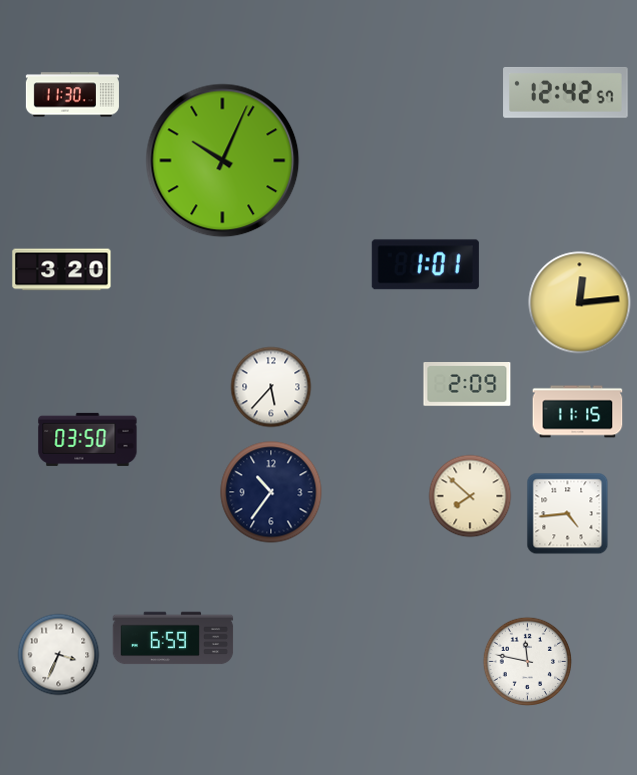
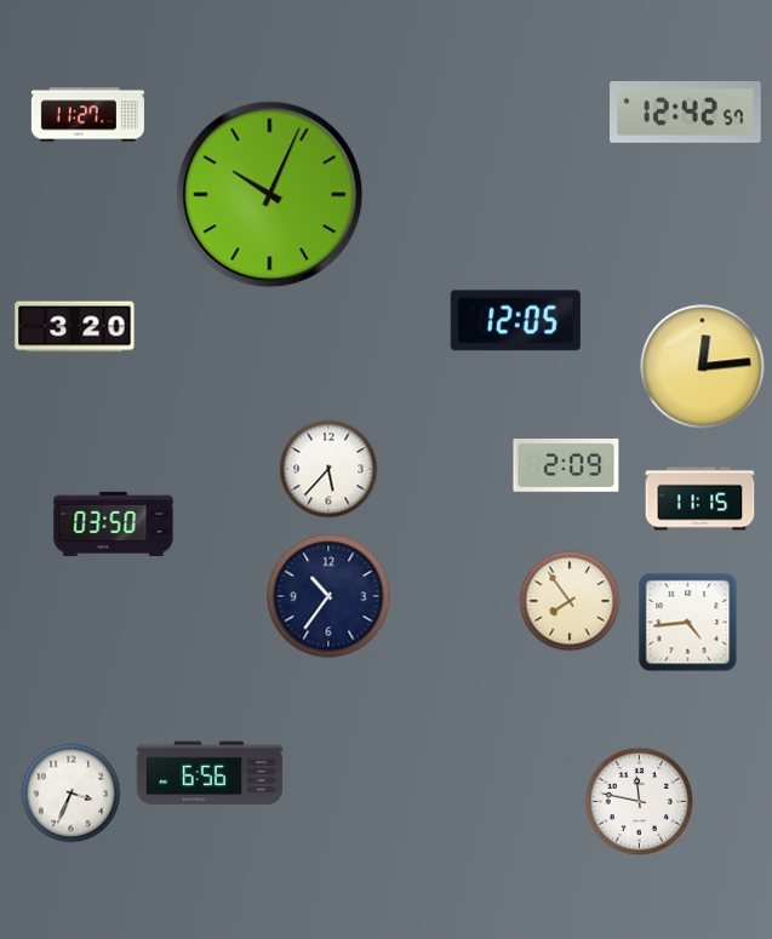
clock at (72, 95): 11:30 -> 11:27
clock at (425, 265): 1:01 -> 12:05
clock at (88, 439) position: (88, 439) -> (114, 523)
clock at (470, 496): 7:52 -> 7:54
clock at (173, 638): 6:59 -> 6:56
